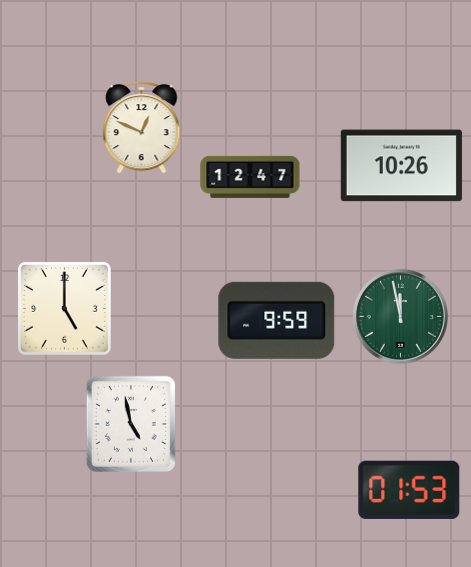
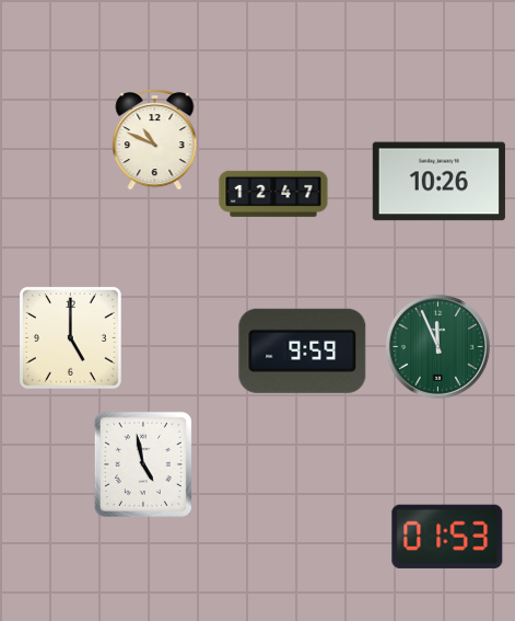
clock at (142, 128): 12:49 -> 10:49
clock at (400, 316): 11:58 -> 11:56
